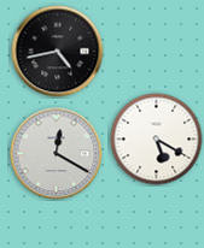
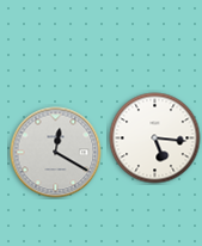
clock at (58, 52): 4:43 -> none
clock at (157, 140): 5:20 -> 5:16
